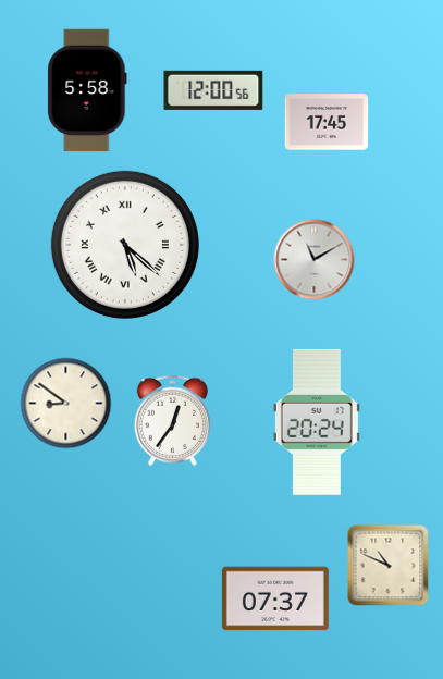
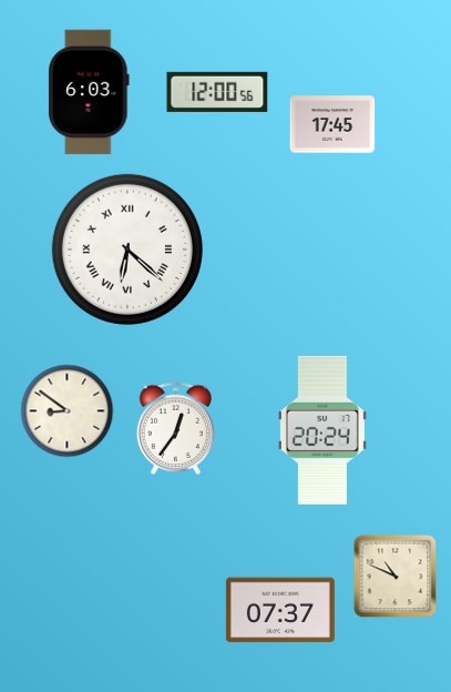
clock at (87, 90): 5:58 -> 6:03
clock at (125, 245): 5:22 -> 6:22
clock at (315, 260): 11:10 -> none
